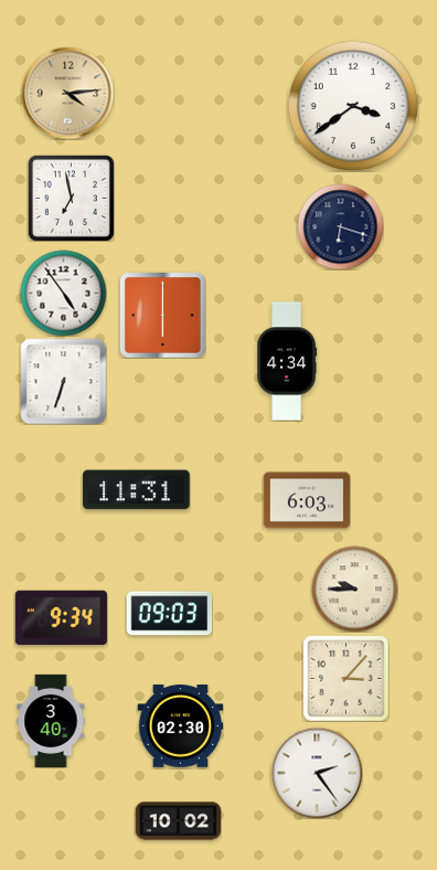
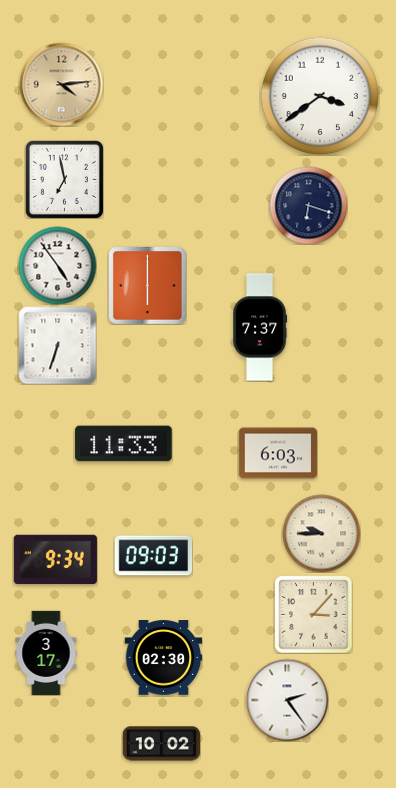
clock at (288, 361): 4:34 -> 7:37
clock at (137, 490): 11:31 -> 11:33
clock at (51, 721): 3:40 -> 3:17
